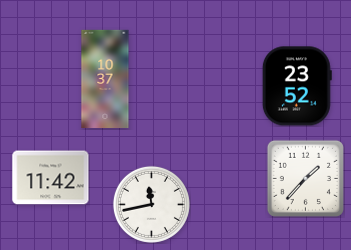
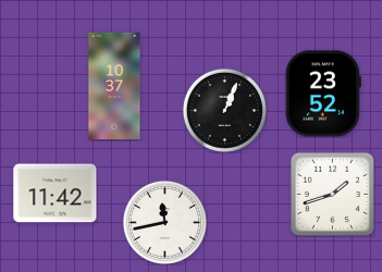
clock at (224, 110): none -> 1:04
clock at (305, 178): 1:37 -> 1:42
